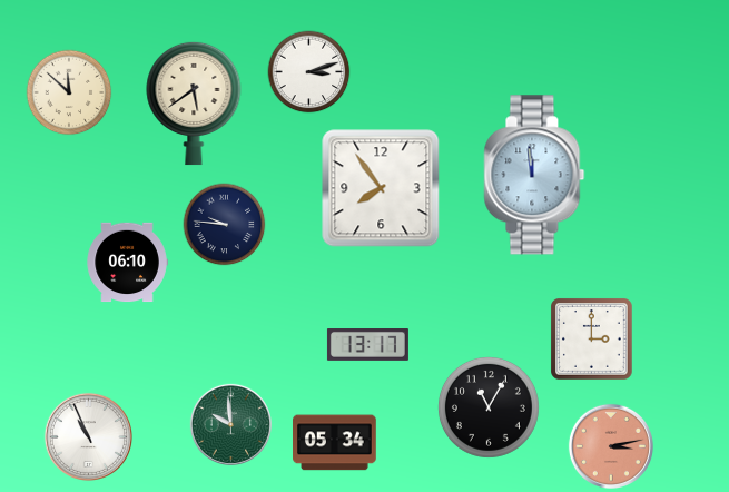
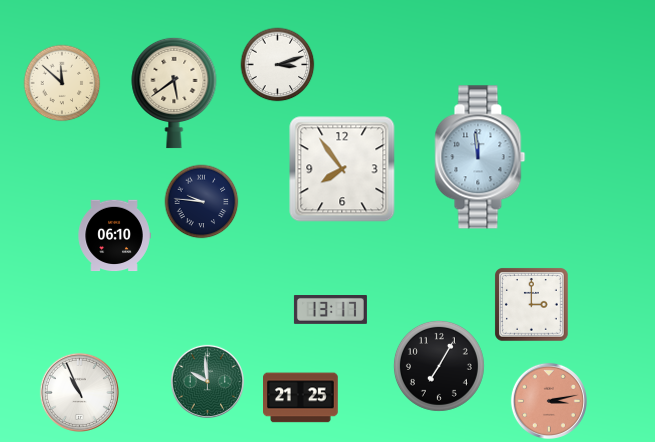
clock at (489, 407): 11:05 -> 7:05
clock at (335, 443): 05:34 -> 21:25
